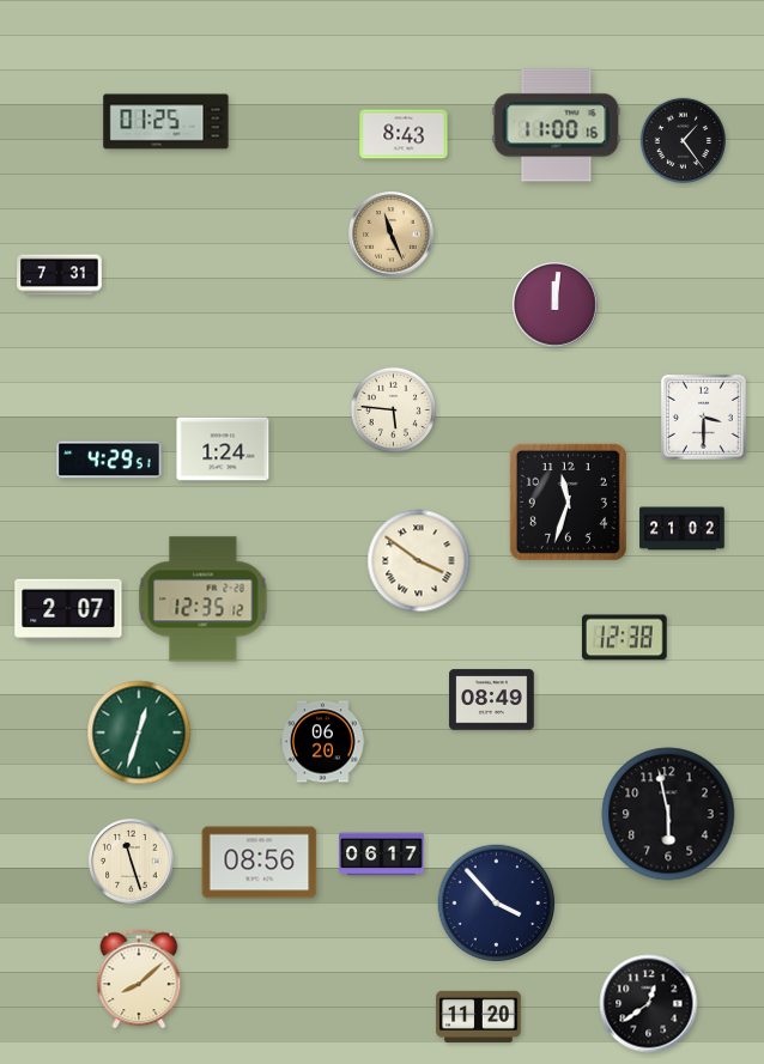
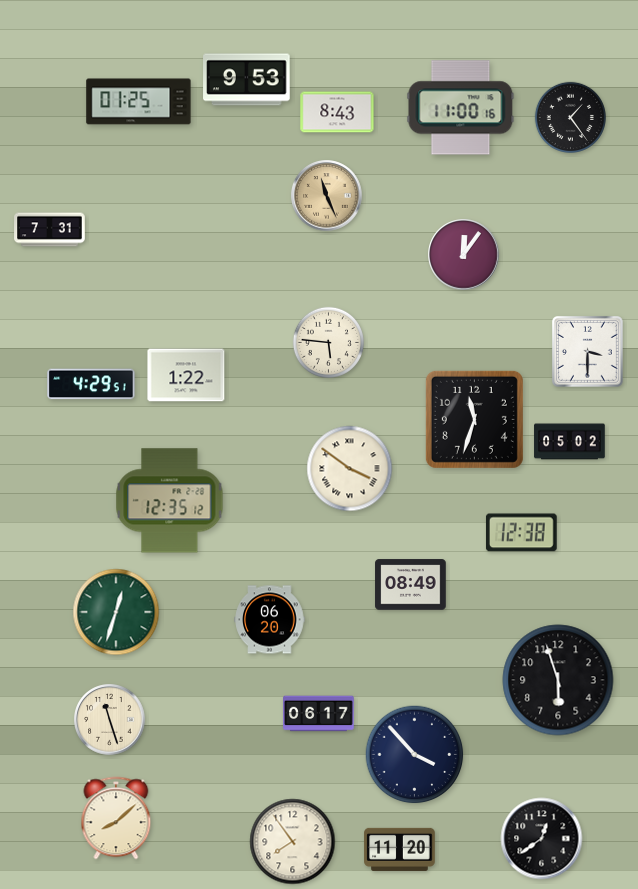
clock at (247, 80): none -> 9:53
clock at (557, 126) position: (557, 126) -> (461, 108)
clock at (556, 305): 12:01 -> 12:06
clock at (703, 417) position: (703, 417) -> (587, 351)
clock at (223, 449): 1:24 -> 1:22
clock at (683, 529): 21:02 -> 05:02
clock at (68, 610): 2:07 -> none
clock at (668, 814): 5:58 -> 5:57
clock at (260, 863): 08:56 -> none
clock at (293, 842): none -> 7:54
